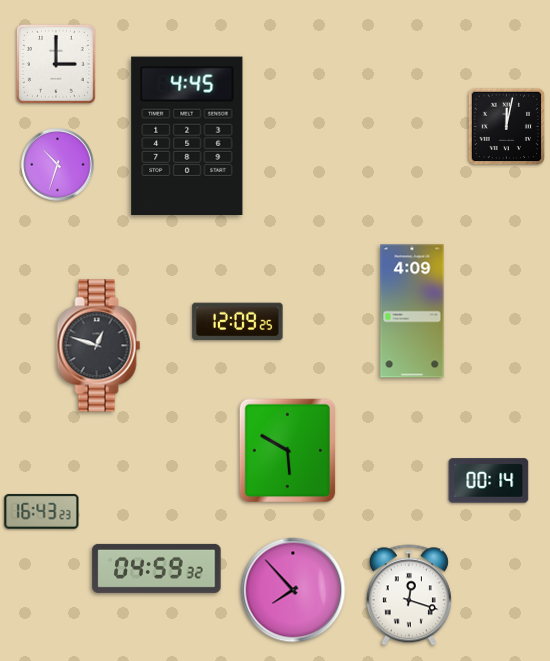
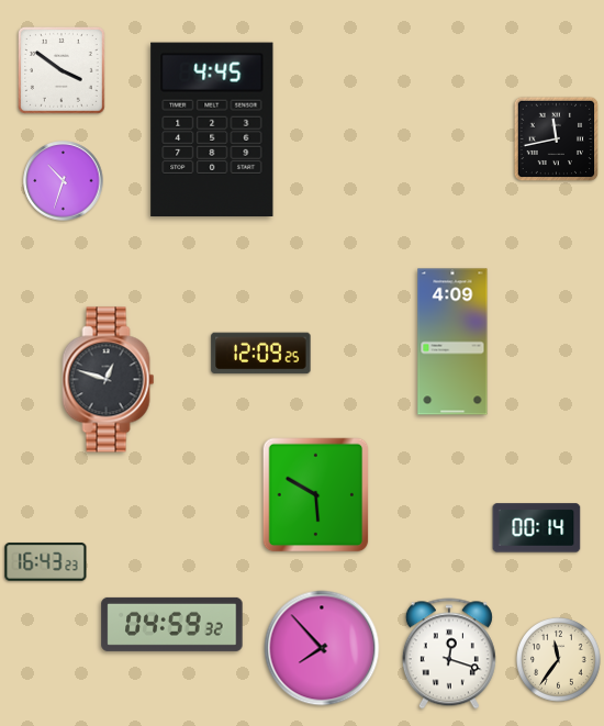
clock at (56, 64): 3:00 -> 3:51
clock at (507, 127): 12:02 -> 11:43
clock at (187, 135) position: (187, 135) -> (212, 129)
clock at (559, 660): none -> 11:36
